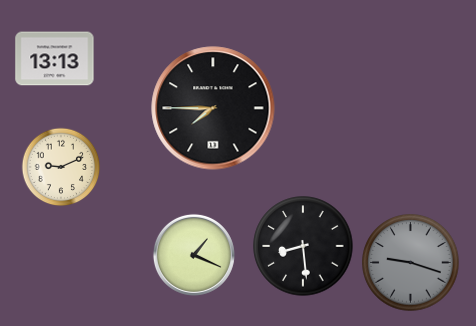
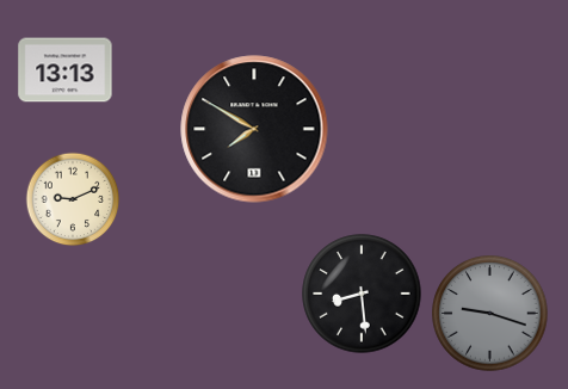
clock at (213, 108): 7:45 -> 7:50
clock at (194, 255): 1:19 -> none
